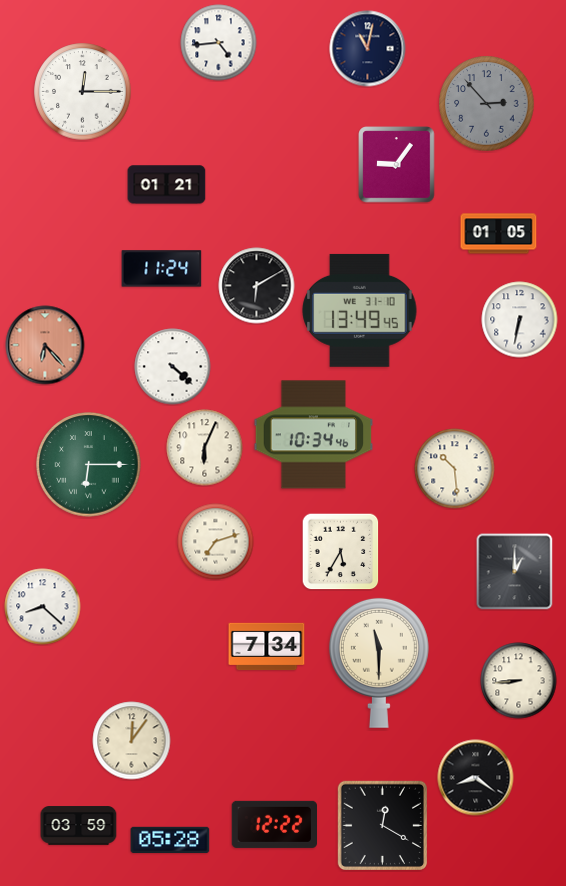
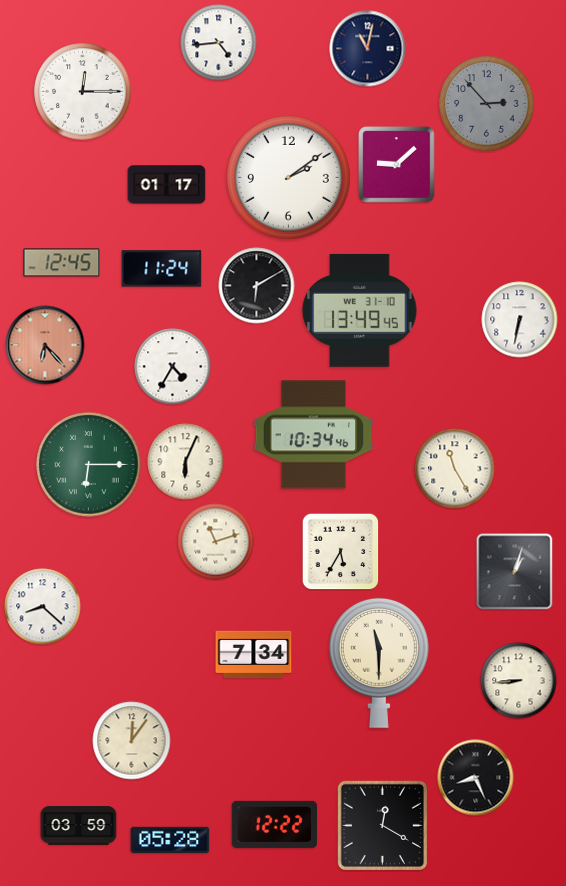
clock at (397, 165): 9:06 -> 9:08
clock at (288, 177): none -> 2:09
clock at (167, 185): 01:21 -> 01:17
clock at (499, 234): 01:05 -> none
clock at (62, 263): none -> 12:45
clock at (173, 367): 4:22 -> 4:35
clock at (205, 448) position: (205, 448) -> (186, 462)
clock at (455, 469): 10:29 -> 11:25
clock at (216, 542): 7:12 -> 11:12
clock at (515, 572): 1:00 -> 1:03
clock at (267, 647) position: (267, 647) -> (254, 655)
clock at (476, 778): 8:21 -> 8:26
